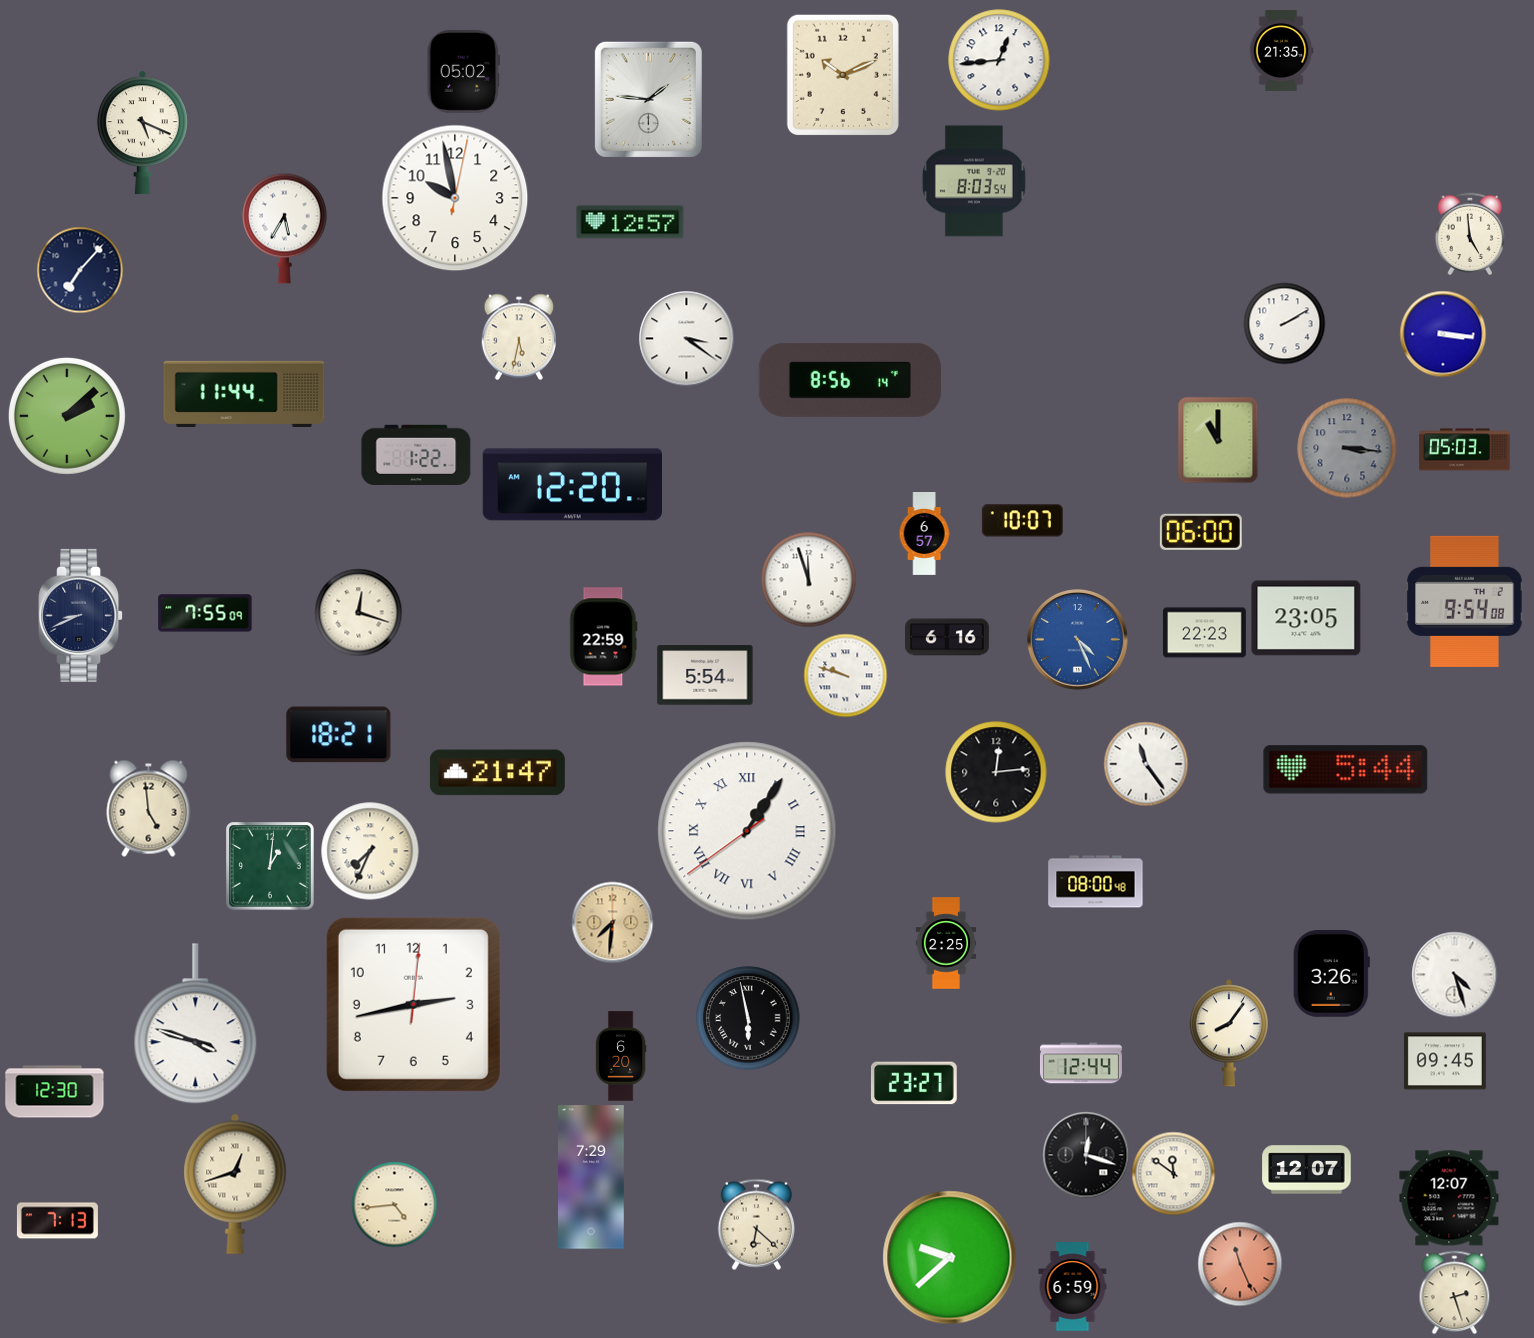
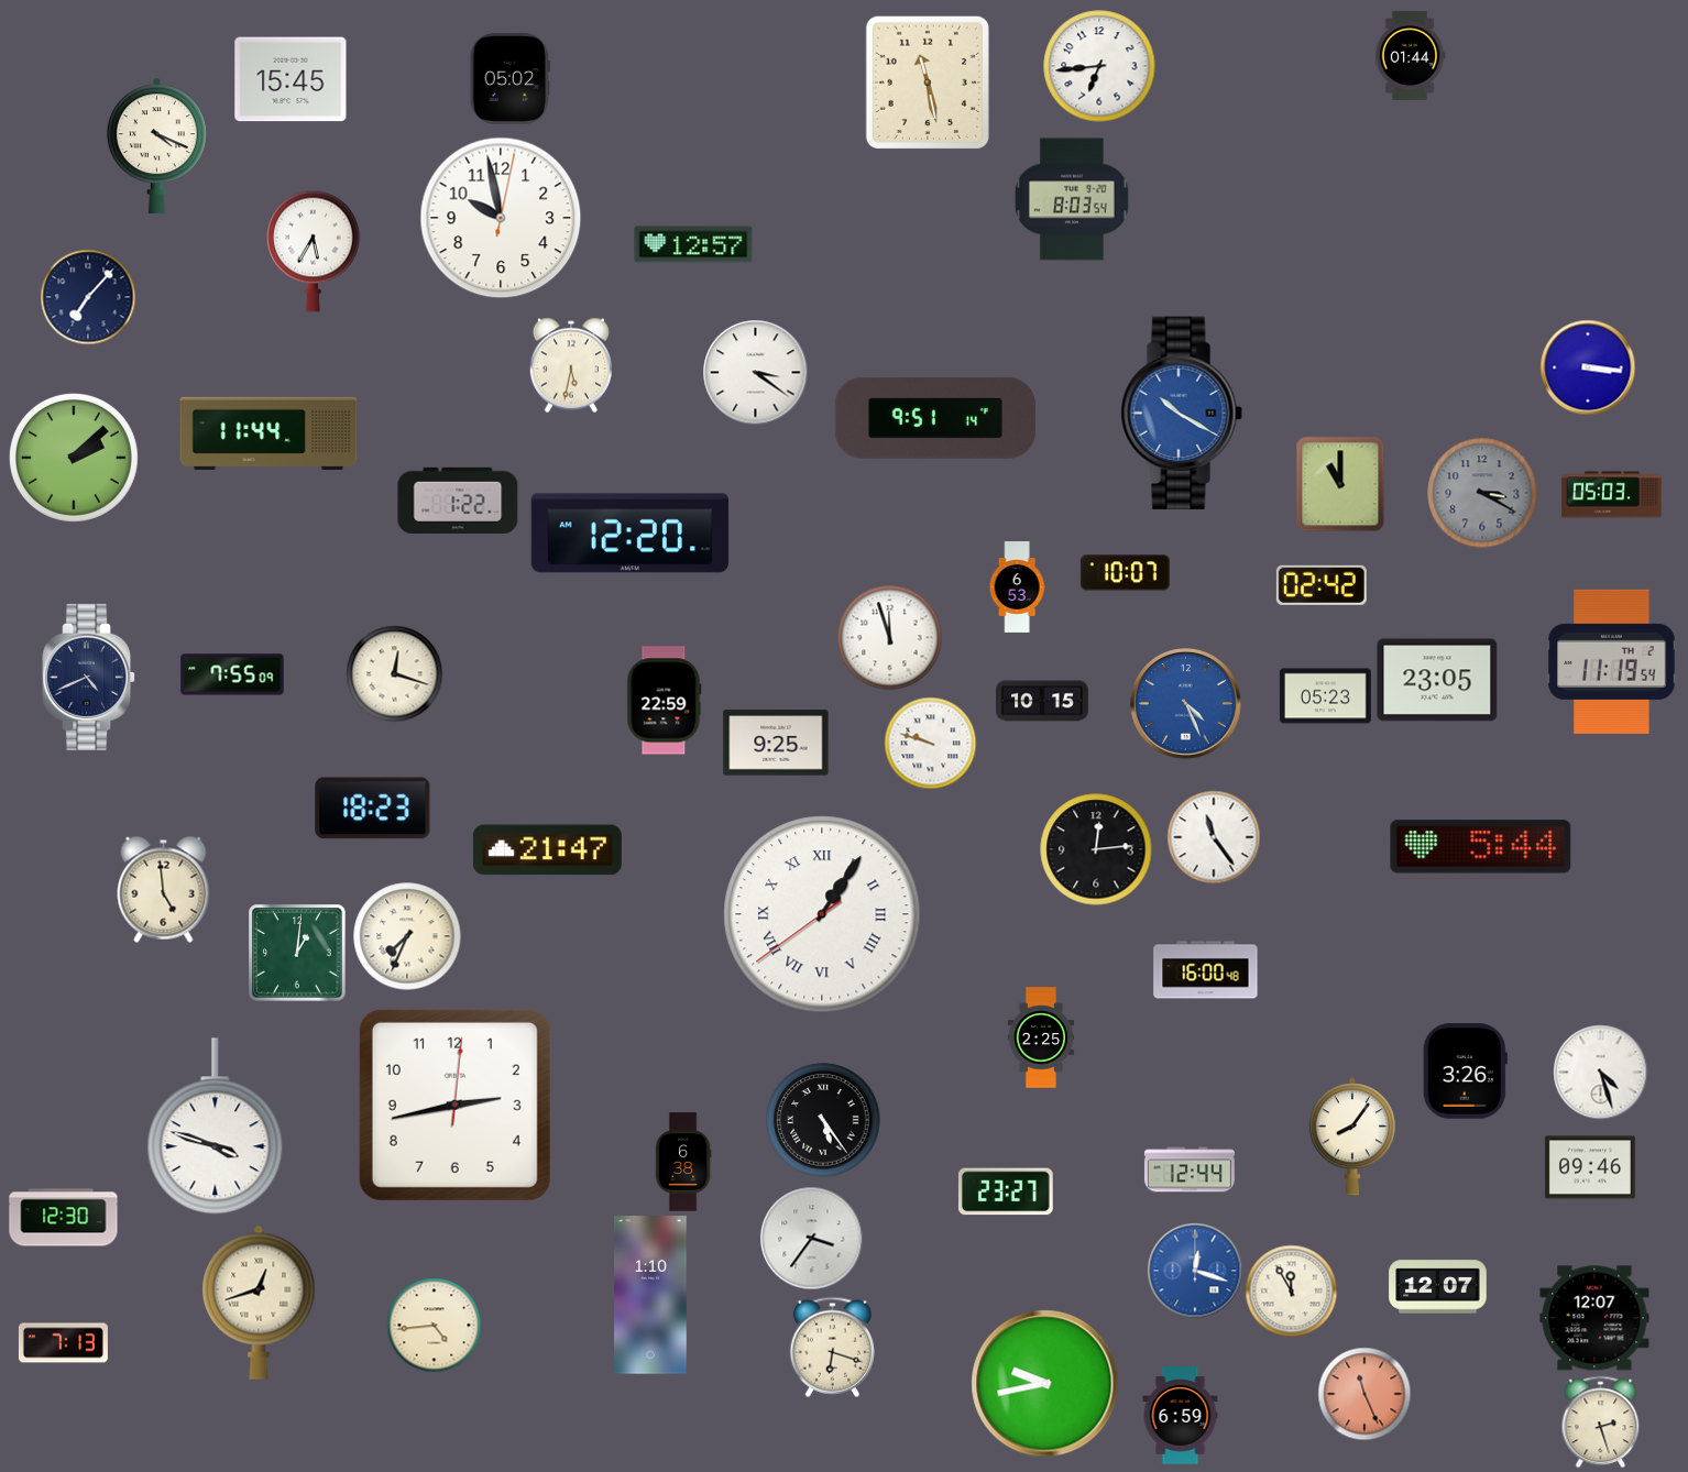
clock at (1281, 50): 21:35 -> 01:44
clock at (999, 60): 12:44 -> 6:44
clock at (291, 79): none -> 15:45
clock at (843, 75): 10:11 -> 11:28
clock at (648, 99): 1:46 -> none
clock at (142, 133): 5:19 -> 4:19
clock at (1469, 233): 4:59 -> none
clock at (1284, 323): 2:10 -> none
clock at (518, 337) position: (518, 337) -> (570, 365)
clock at (1181, 414): none -> 10:20
clock at (850, 380): 8:56 -> 9:51
clock at (1347, 448): 3:16 -> 3:20
clock at (1201, 532): 06:00 -> 02:42
clock at (924, 534): 6:57 -> 6:53
clock at (1465, 601): 9:54 -> 11:19
clock at (205, 613) position: (205, 613) -> (232, 674)
clock at (81, 615): 8:41 -> 4:41
clock at (1204, 633): 22:23 -> 05:23
clock at (948, 637): 6:16 -> 10:15
clock at (705, 675): 5:54 -> 9:25
clock at (339, 735): 18:21 -> 18:23
clock at (1146, 764) position: (1146, 764) -> (1214, 837)
clock at (1096, 882): 08:00 -> 16:00
clock at (612, 922): 7:31 -> none
clock at (748, 1018): 5:58 -> 5:24
clock at (621, 1056): 6:20 -> 6:38
clock at (1445, 1061): 09:45 -> 09:46
clock at (55, 1092) position: (55, 1092) -> (64, 1218)
clock at (811, 1238): none -> 3:36
clock at (1086, 1155) dial: black -> blue
clock at (1173, 1173): 11:51 -> 11:55
clock at (592, 1177): 7:29 -> 1:10
clock at (757, 1224): 6:22 -> 6:18
clock at (950, 1258): 9:38 -> 9:43
clock at (1240, 1264) position: (1240, 1264) -> (1364, 1394)
